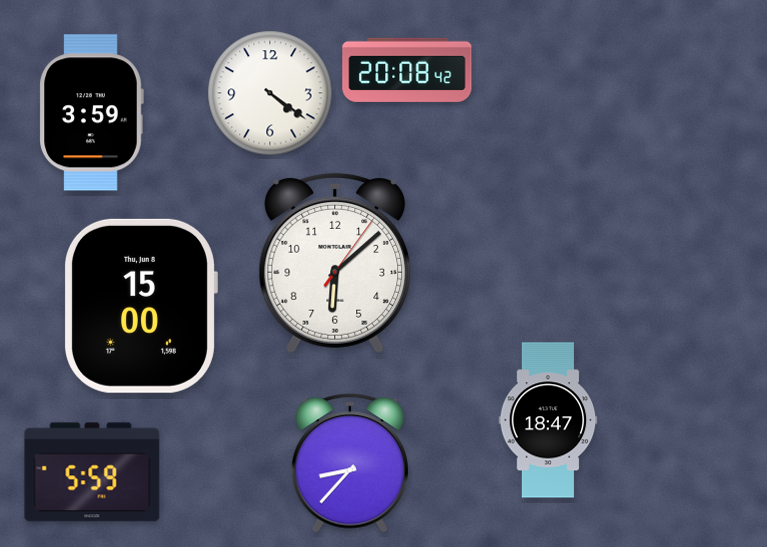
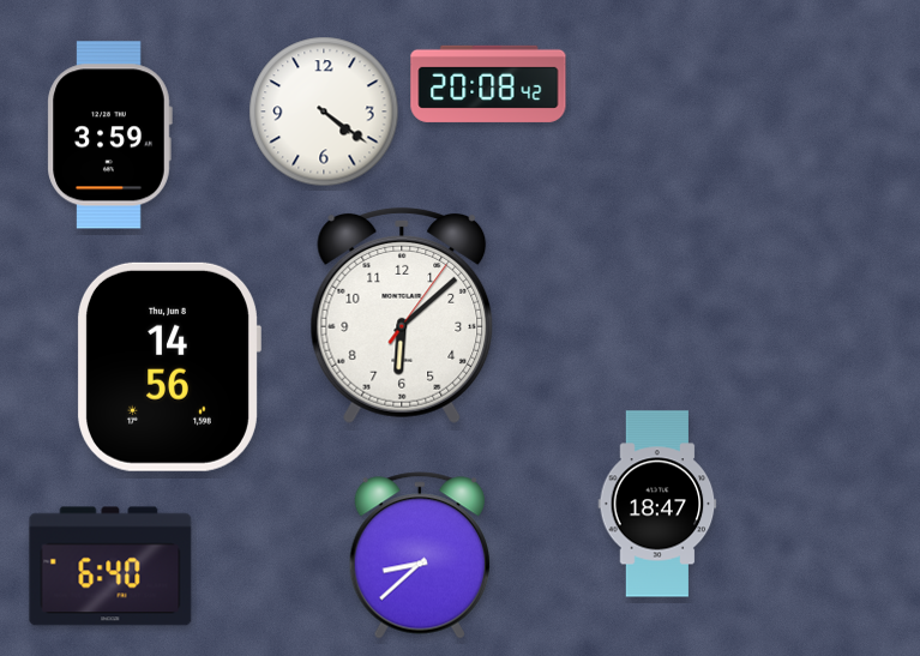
clock at (140, 306): 15:00 -> 14:56
clock at (350, 463): 8:37 -> 8:38
clock at (92, 472): 5:59 -> 6:40
